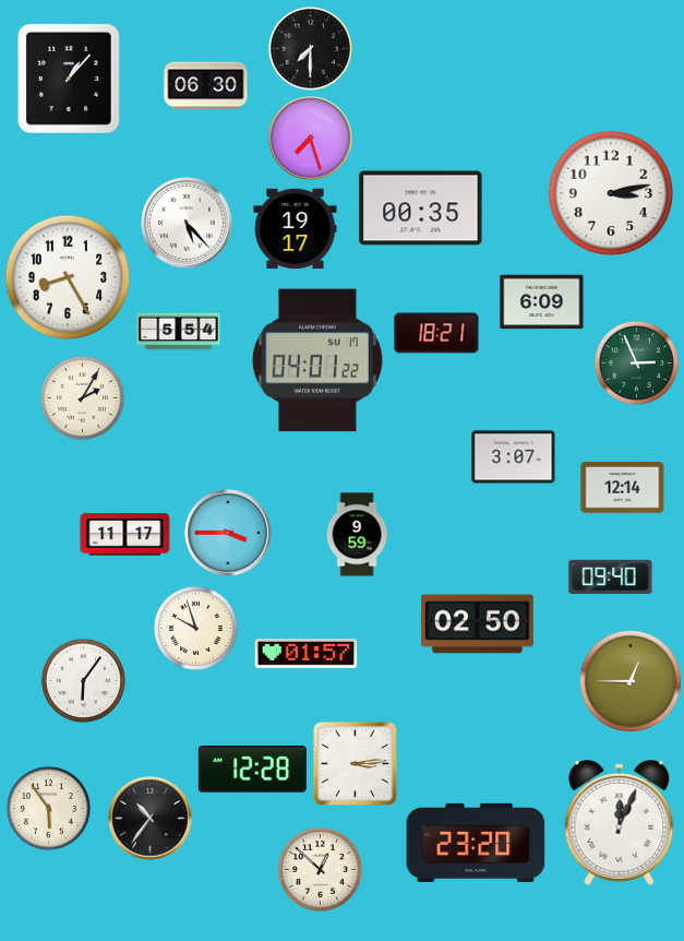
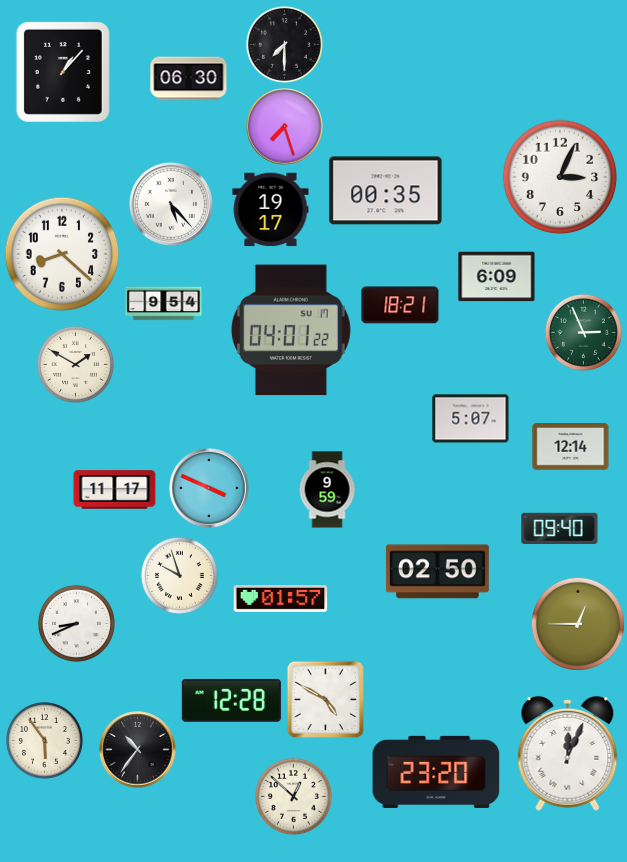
clock at (611, 193): 3:13 -> 3:04
clock at (68, 277): 8:25 -> 8:22
clock at (179, 332): 5:54 -> 9:54
clock at (82, 397): 2:05 -> 1:50
clock at (514, 457): 3:07 -> 5:07
clock at (228, 533): 3:45 -> 3:49
clock at (83, 680): 6:06 -> 8:41
clock at (355, 763): 3:14 -> 4:50
clock at (252, 769) position: (252, 769) -> (231, 700)
